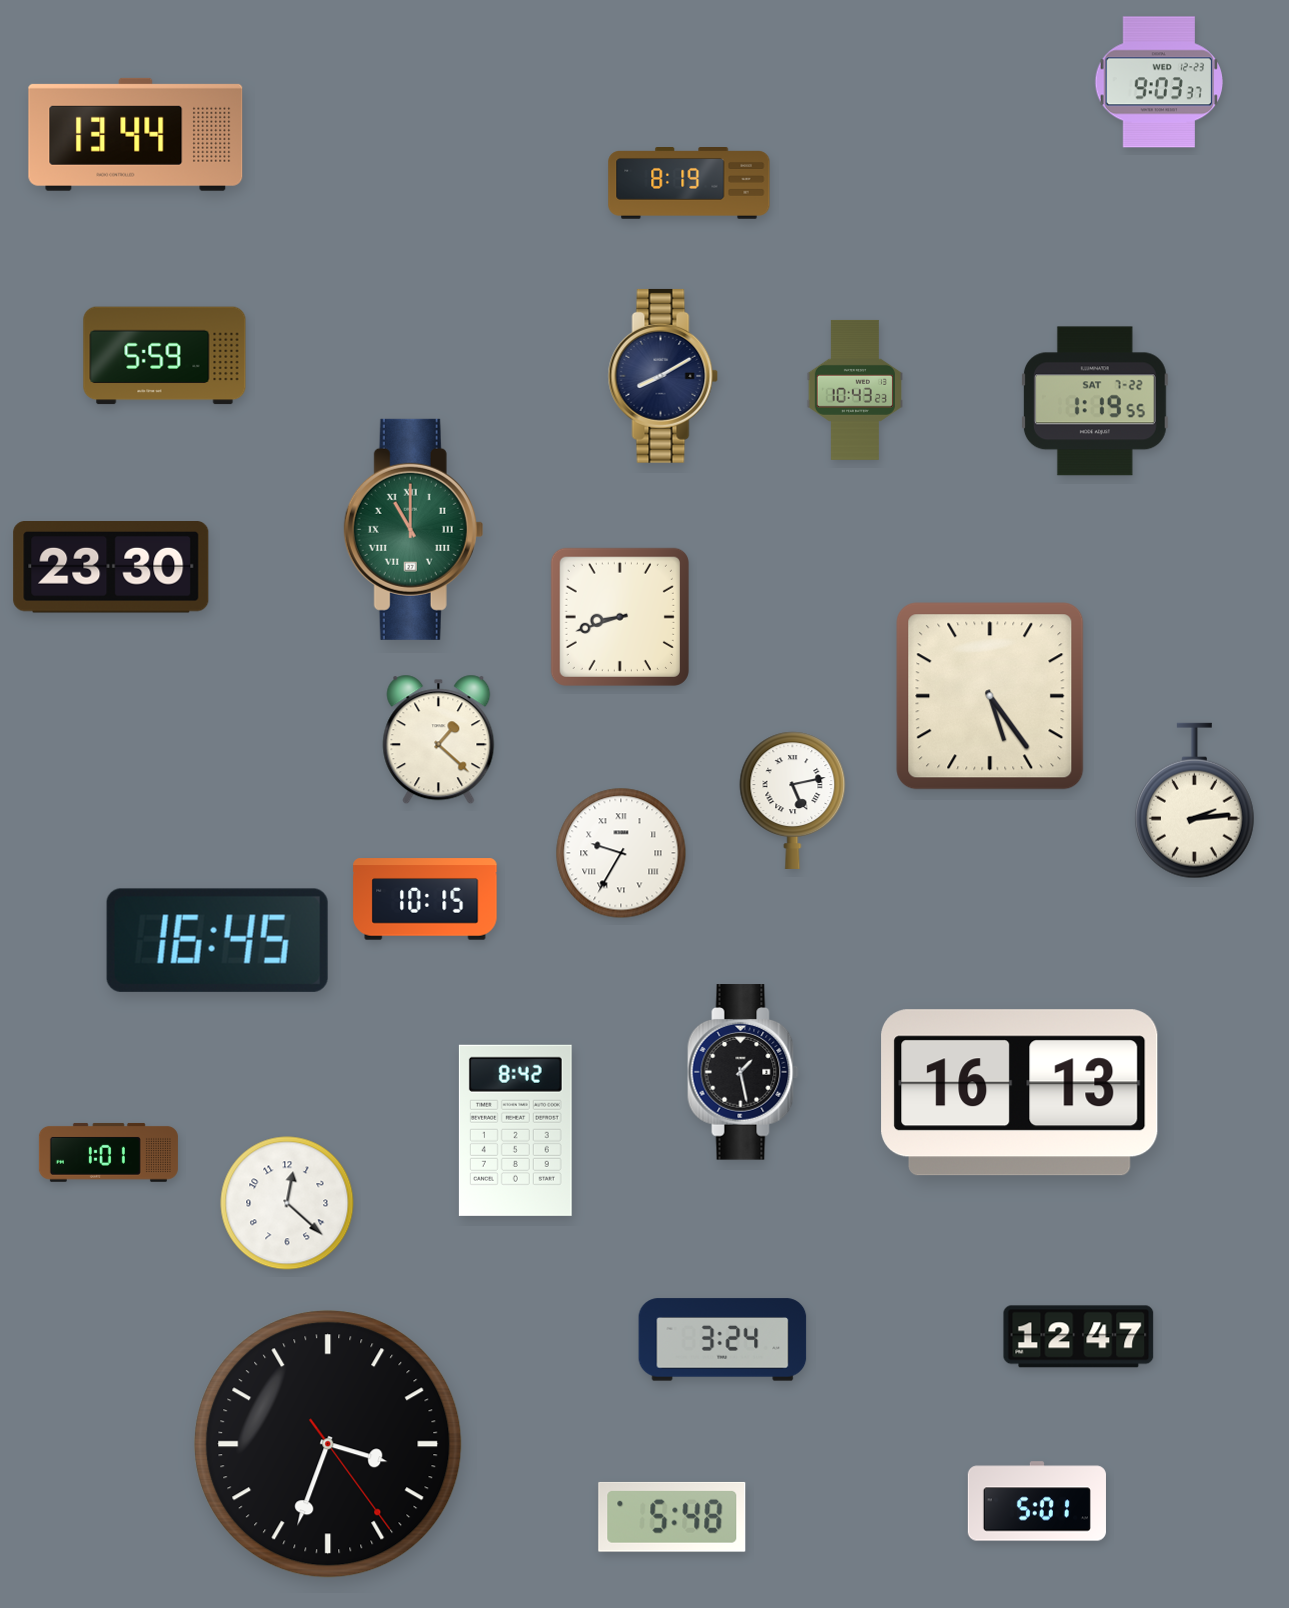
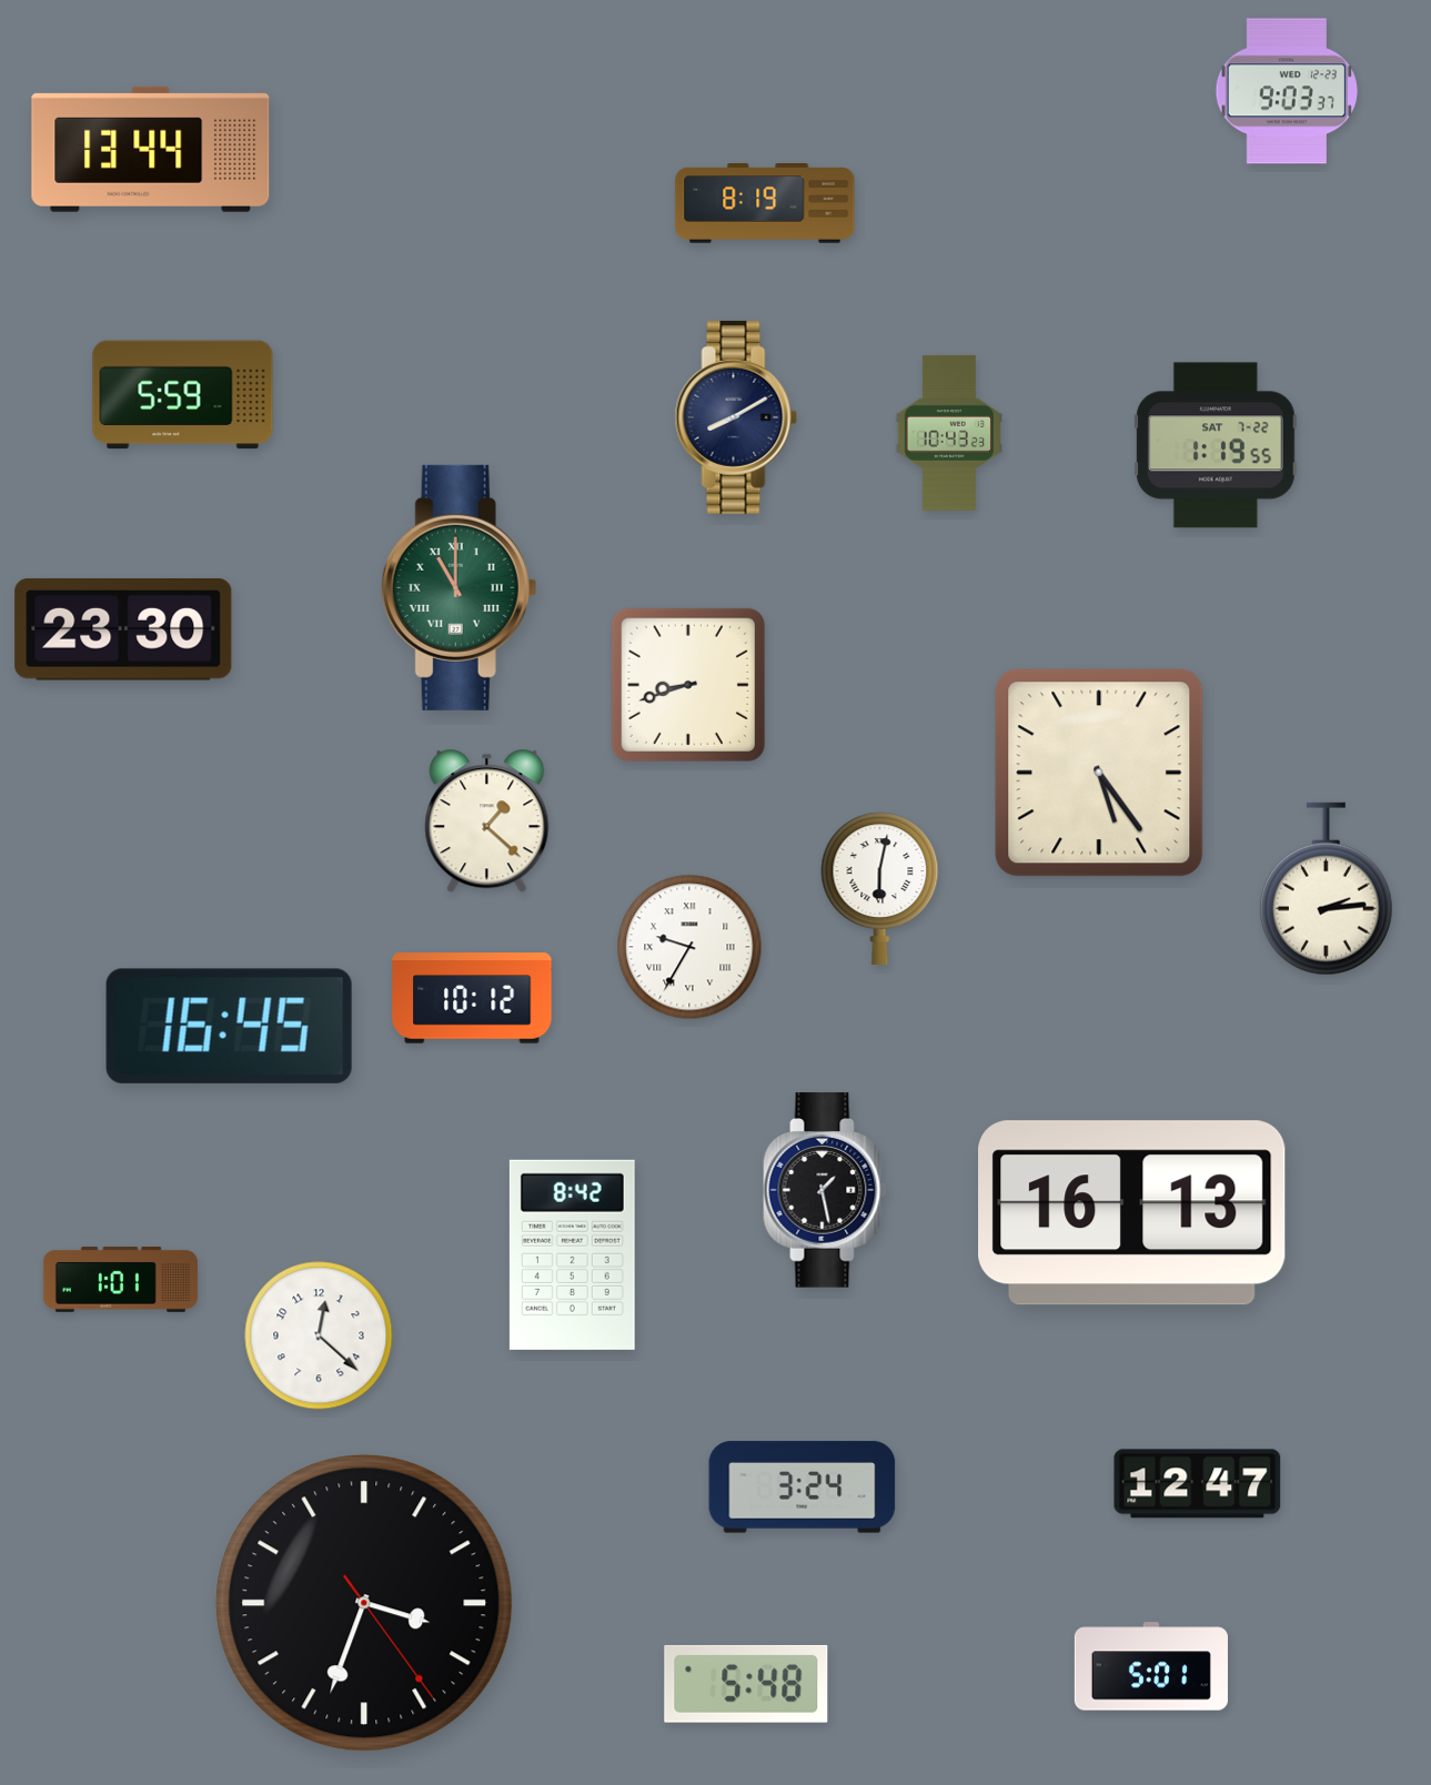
clock at (793, 800): 5:13 -> 6:02
clock at (425, 899): 10:15 -> 10:12
clock at (217, 940) position: (217, 940) -> (229, 1026)
